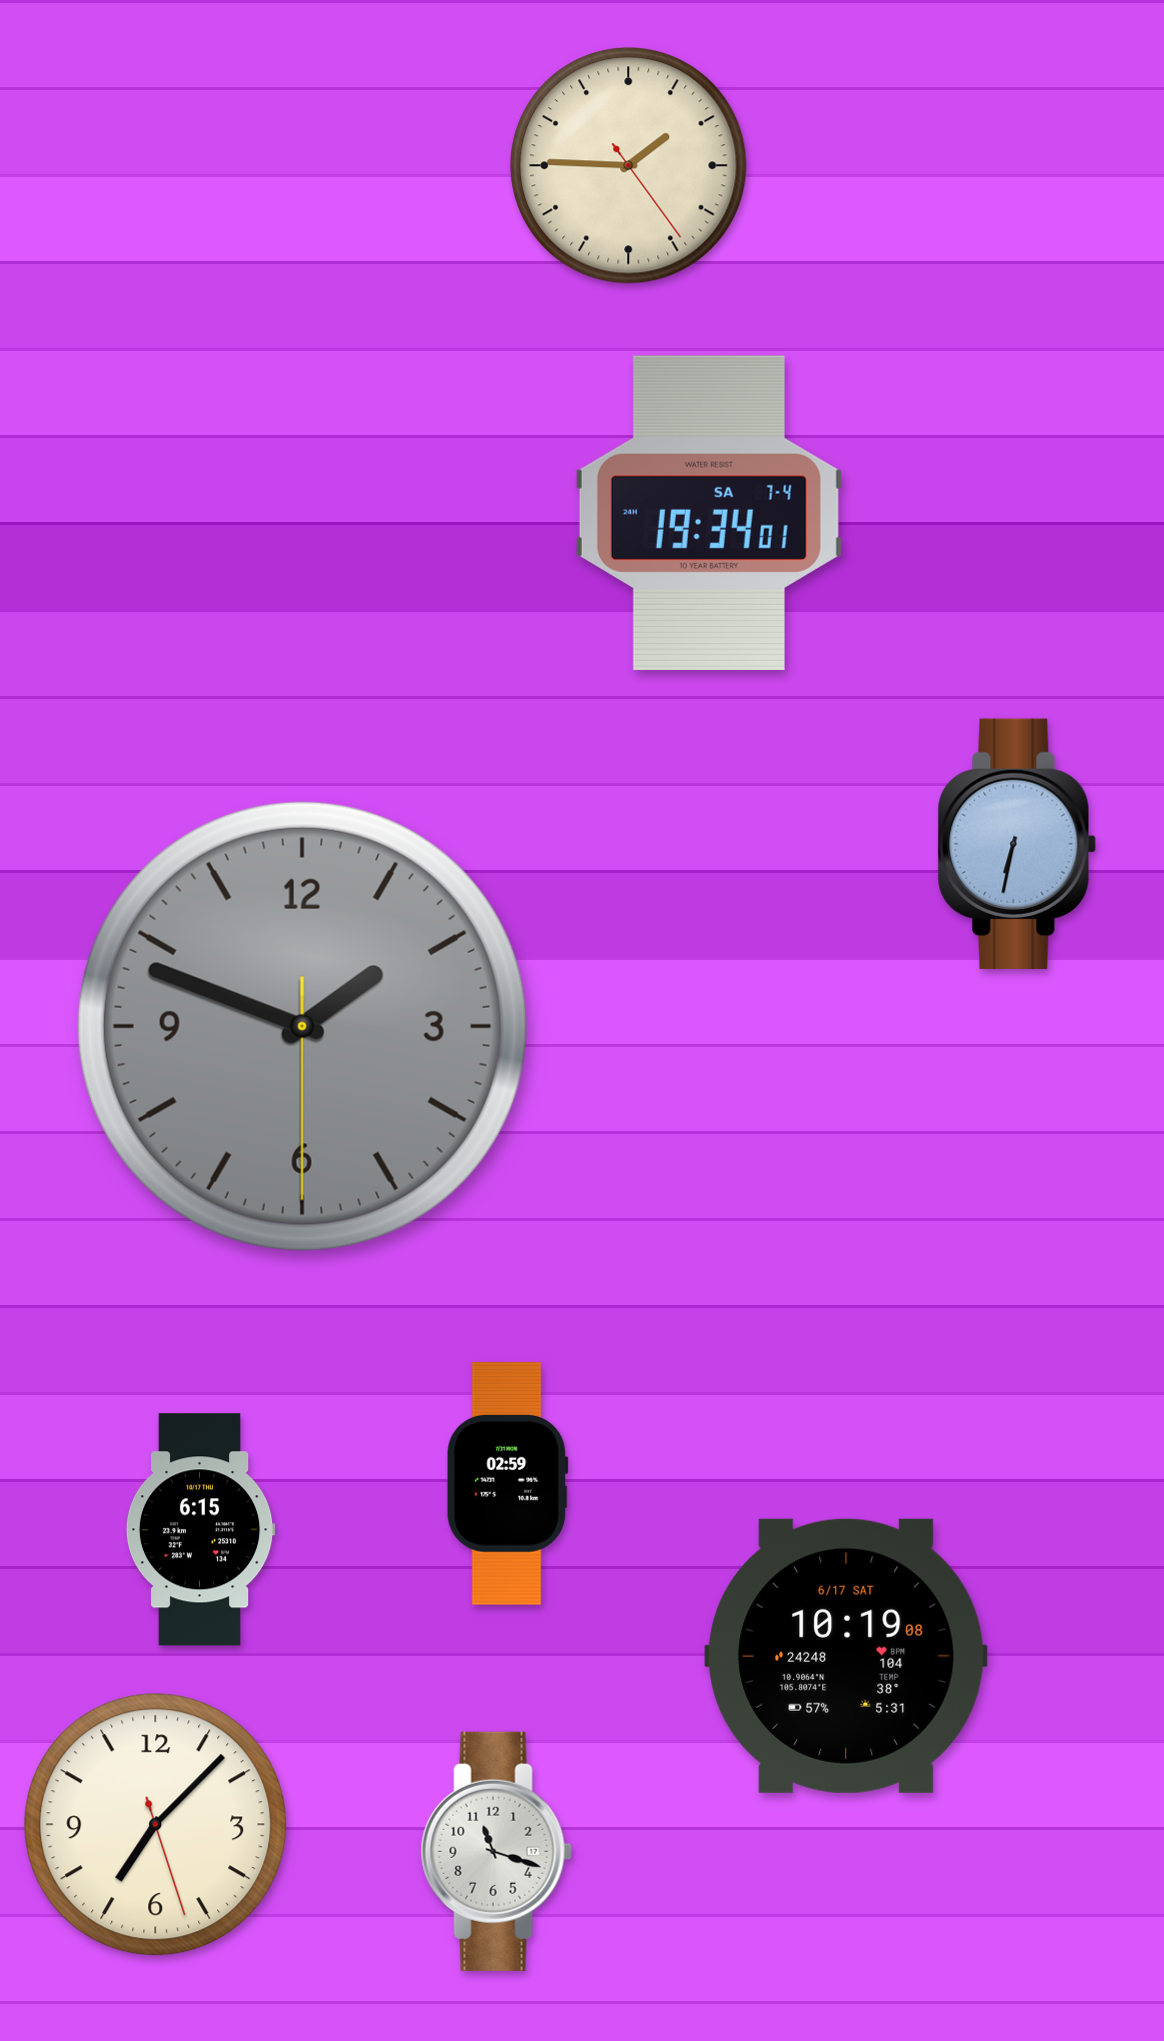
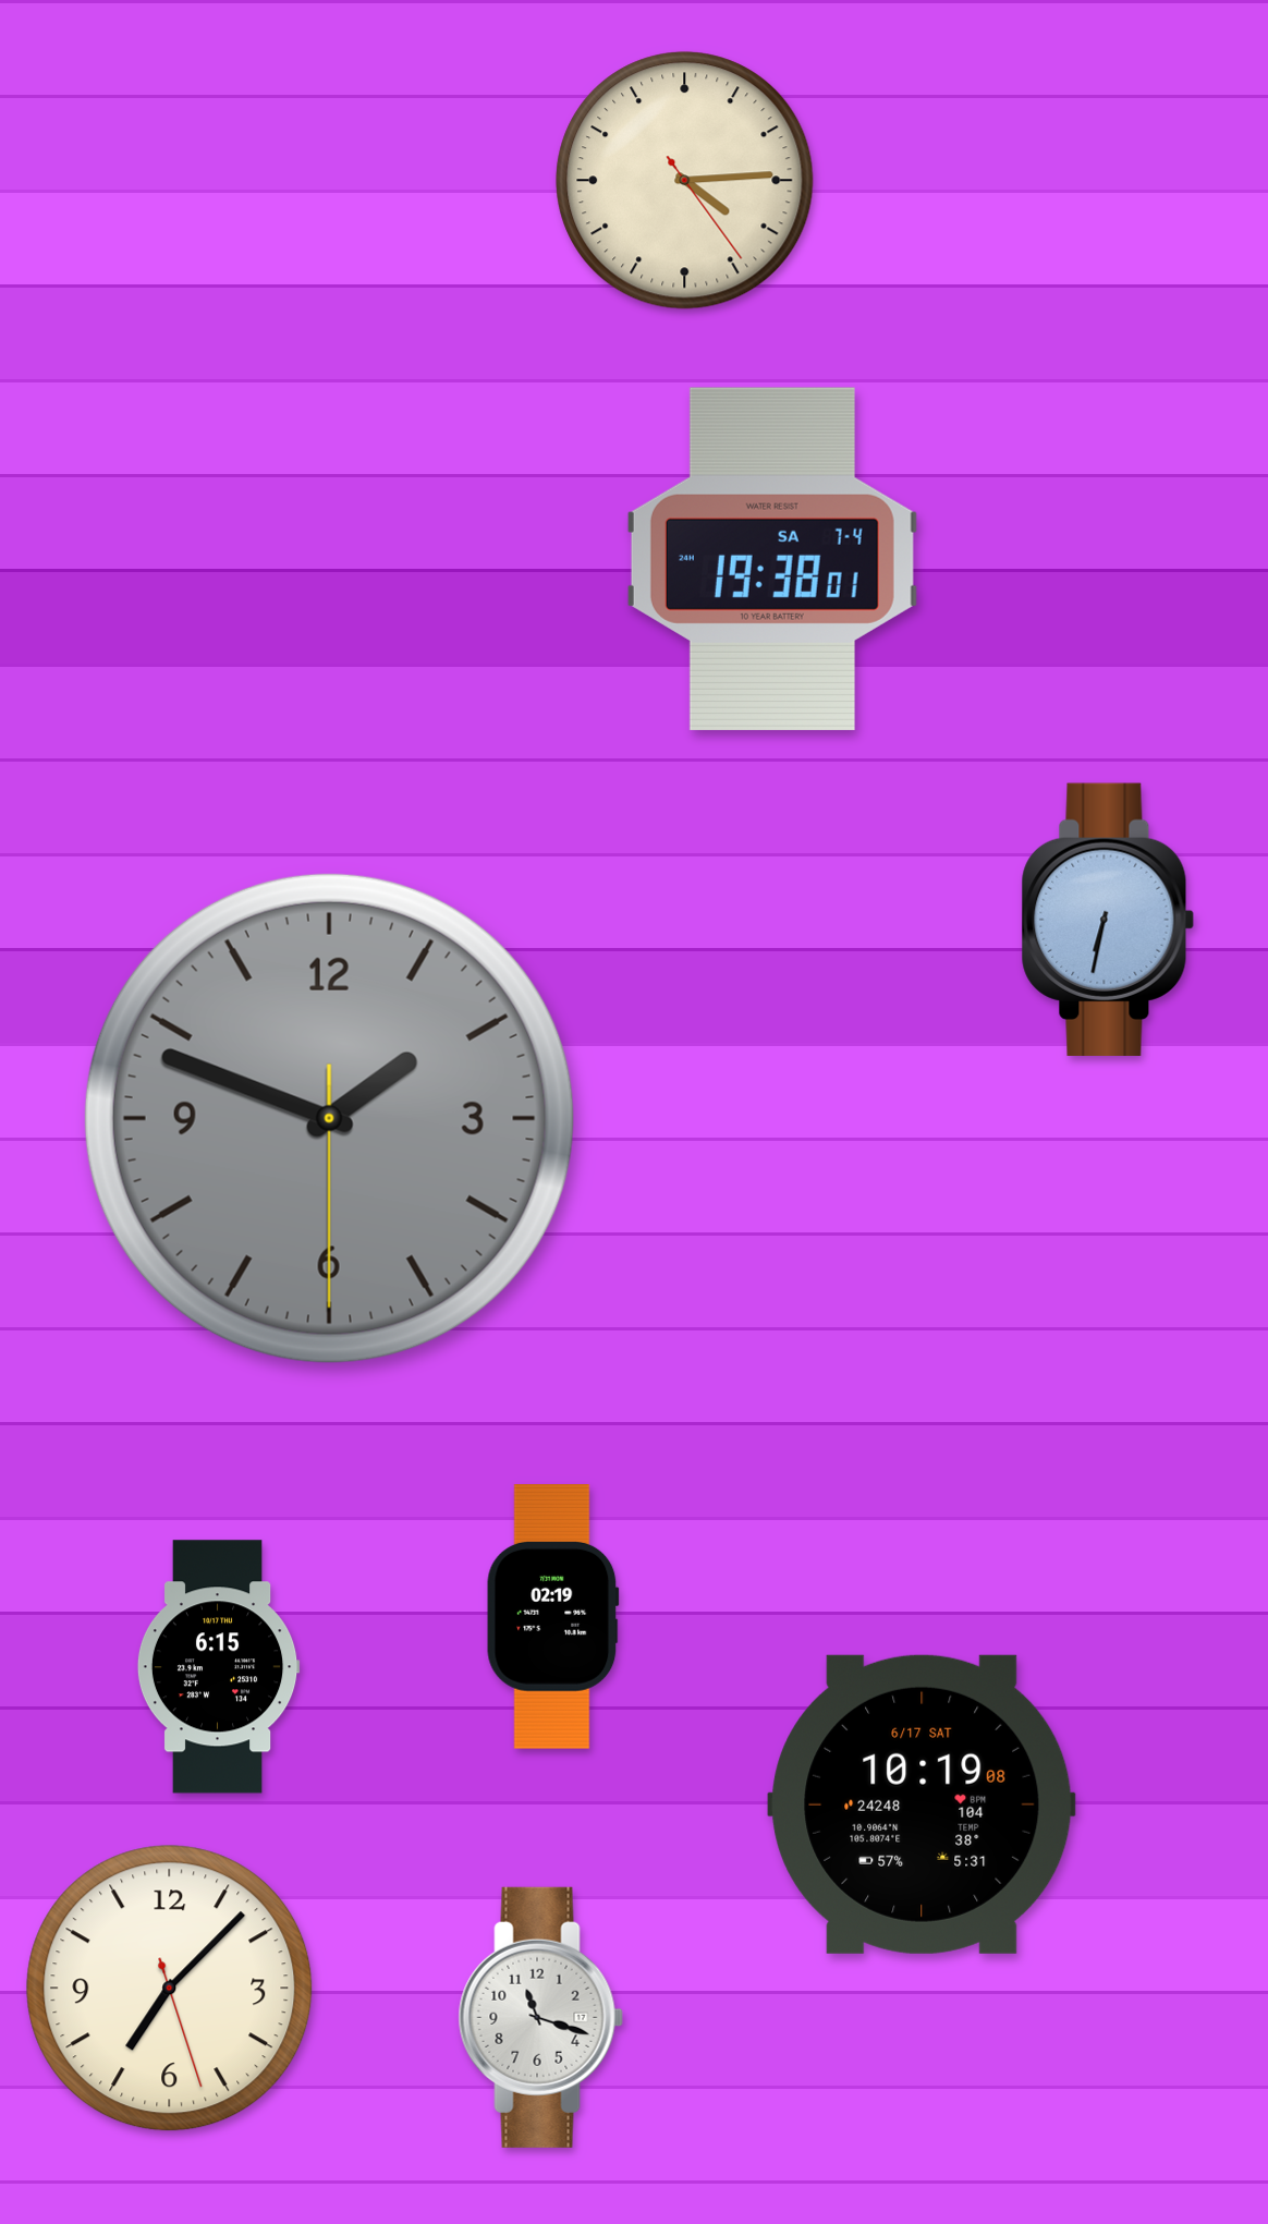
clock at (629, 166): 1:45 -> 4:14
clock at (709, 513): 19:34 -> 19:38
clock at (508, 1484): 02:59 -> 02:19
